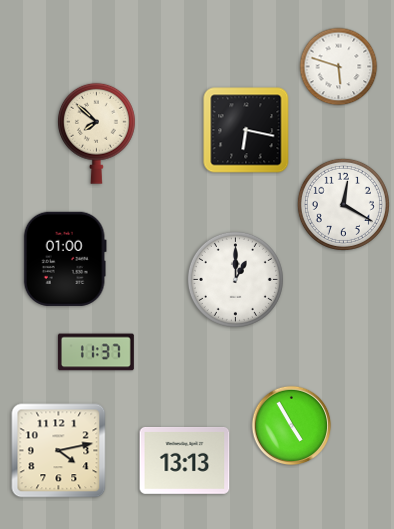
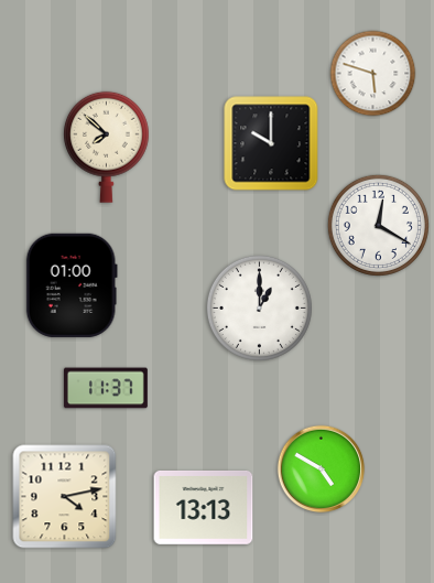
clock at (246, 130): 6:17 -> 10:00
clock at (292, 426): 4:55 -> 4:50
